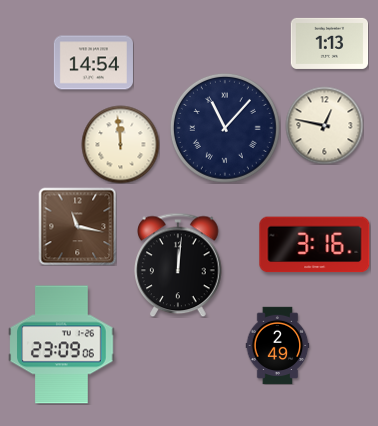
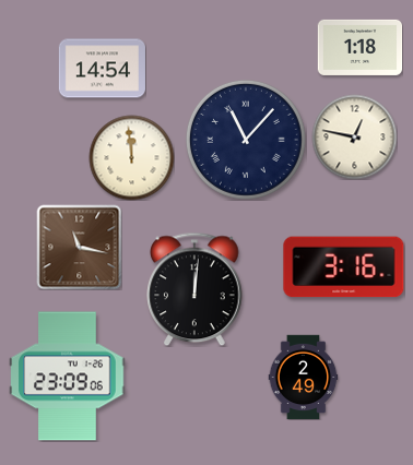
clock at (329, 43): 1:13 -> 1:18
clock at (77, 226) position: (77, 226) -> (79, 247)
